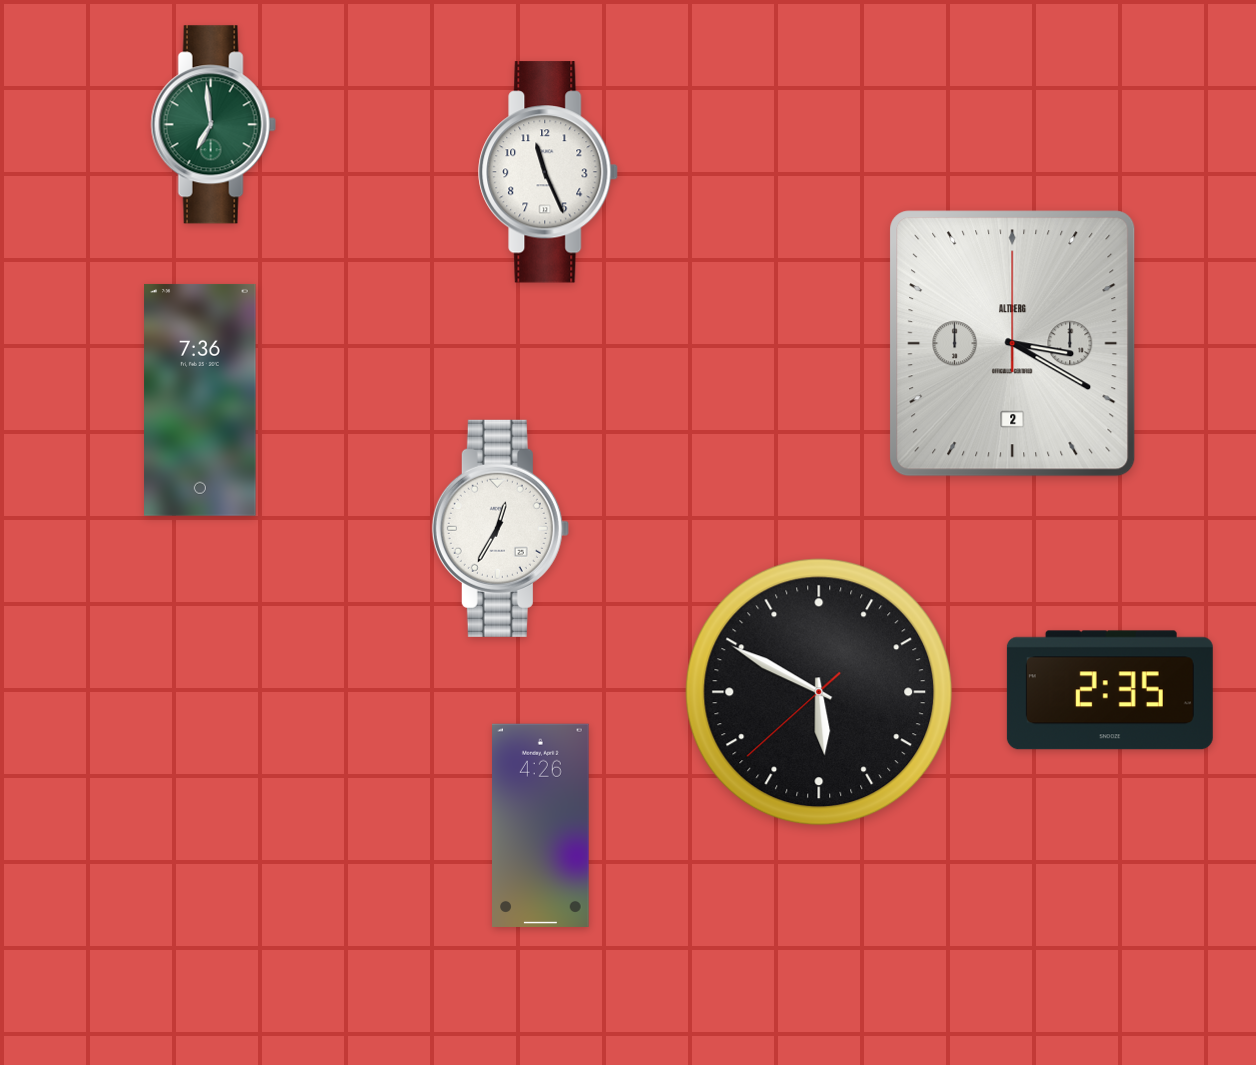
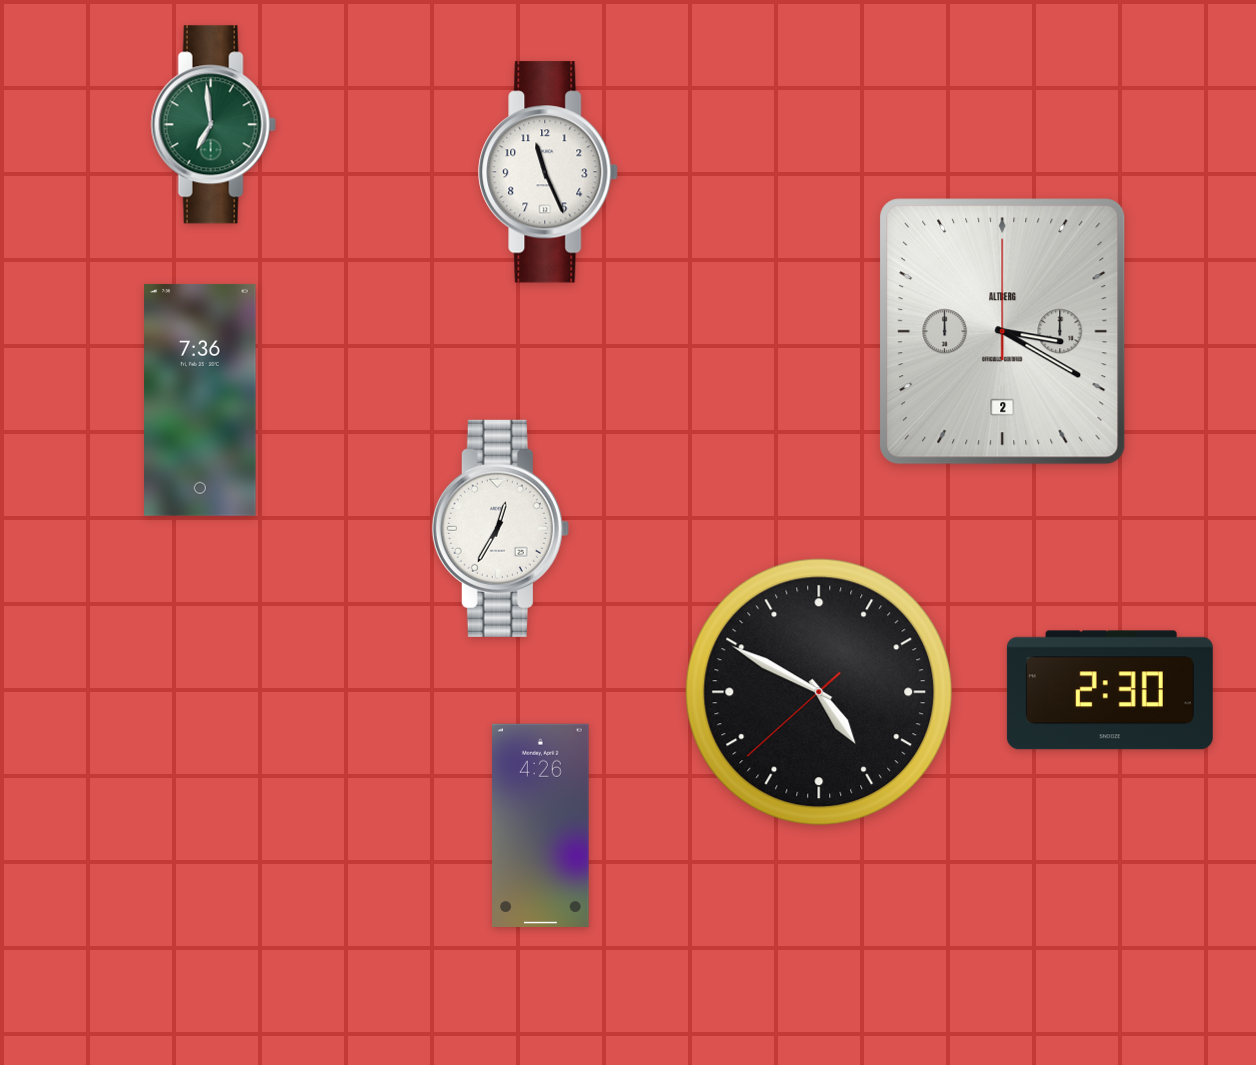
clock at (1013, 344) position: (1013, 344) -> (1003, 332)
clock at (1110, 690): 2:35 -> 2:30
clock at (819, 692): 5:49 -> 4:49
